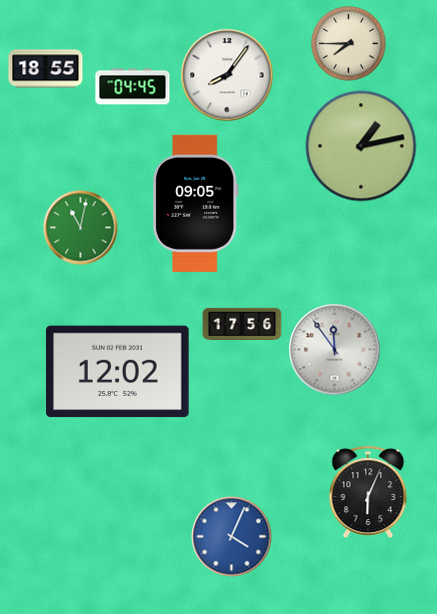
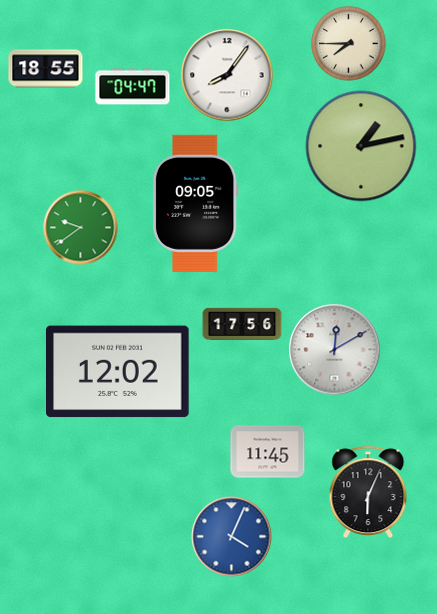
clock at (133, 87): 04:45 -> 04:47
clock at (81, 228): 11:02 -> 9:39
clock at (335, 350): 11:54 -> 12:10
clock at (268, 452): none -> 11:45
